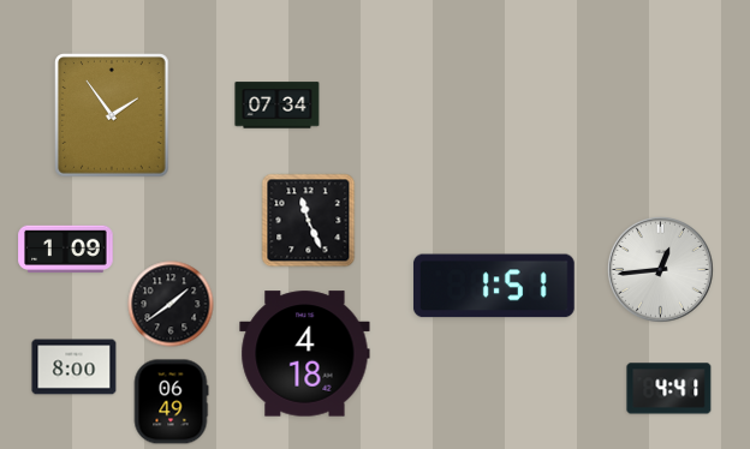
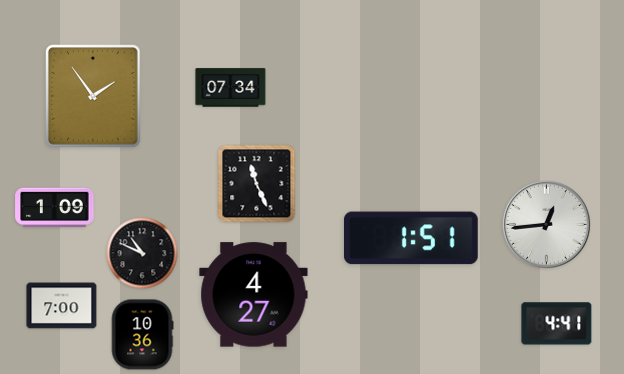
clock at (661, 270) position: (661, 270) -> (547, 225)
clock at (171, 304): 1:39 -> 10:49
clock at (305, 354): 4:18 -> 4:27
clock at (75, 367): 8:00 -> 7:00
clock at (171, 402): 06:49 -> 10:36
